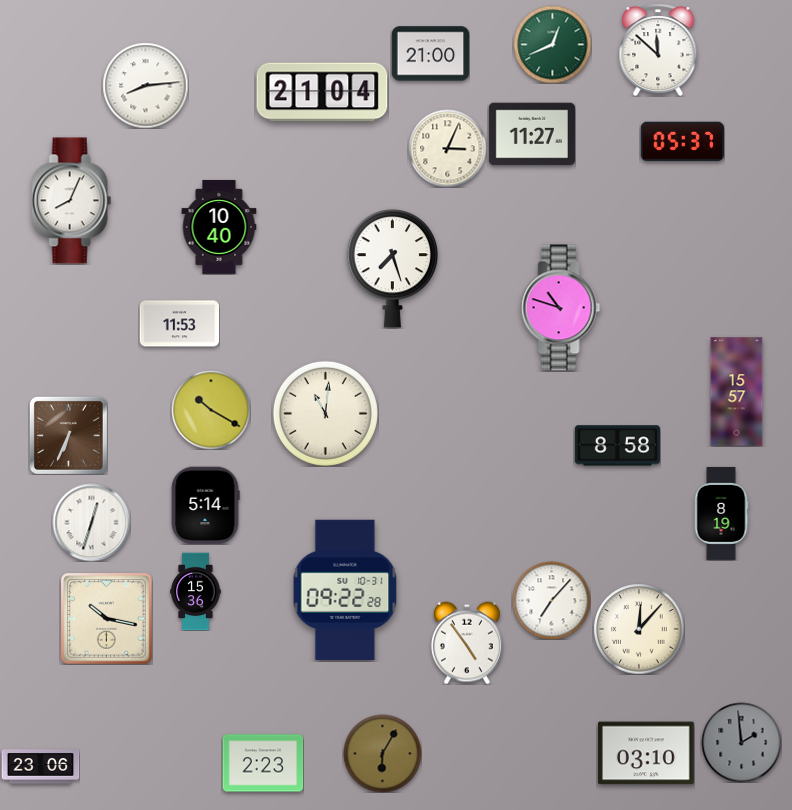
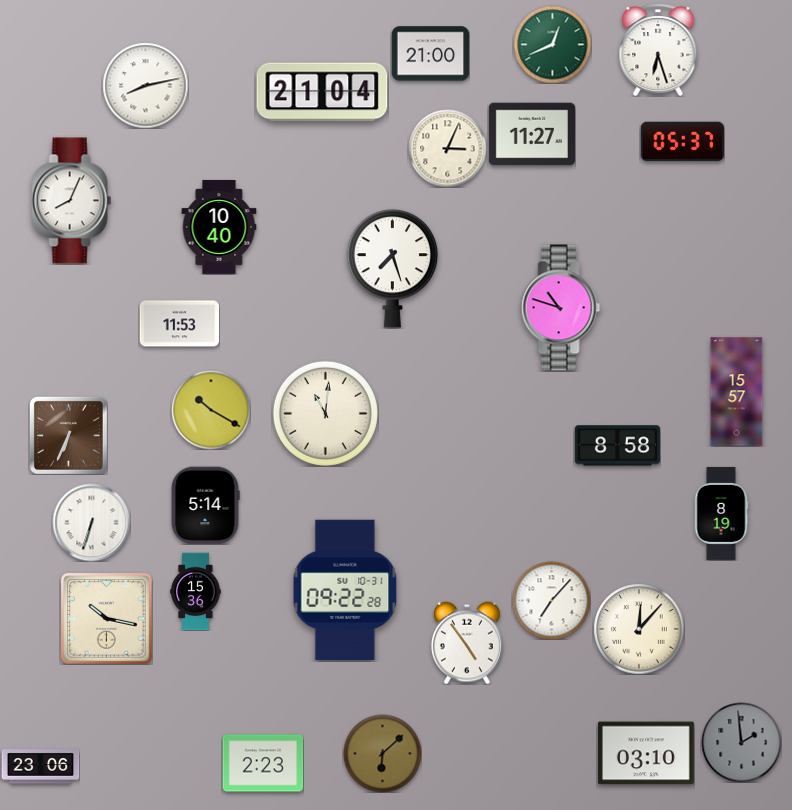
clock at (658, 50): 11:52 -> 6:27
clock at (145, 85): 8:14 -> 8:13
clock at (91, 522): 12:33 -> 6:33
clock at (382, 753): 6:05 -> 6:08
